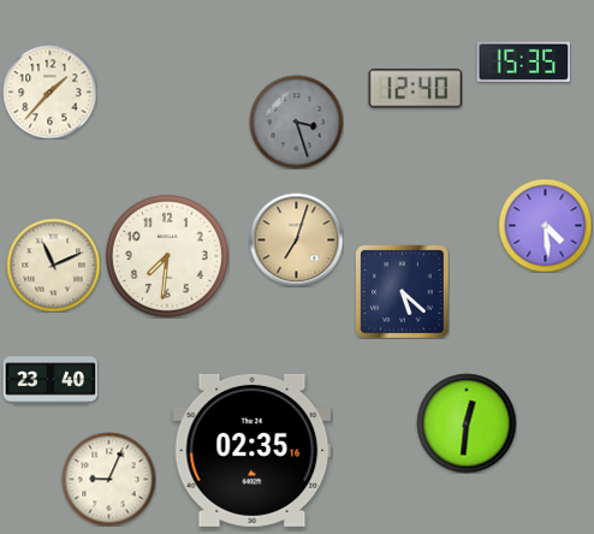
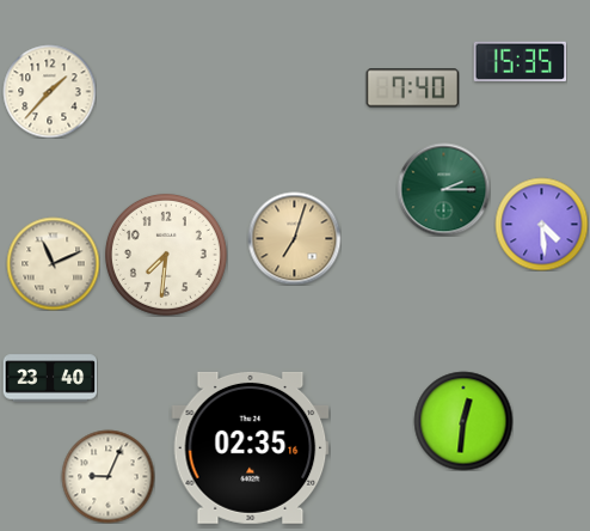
clock at (415, 89): 12:40 -> 7:40
clock at (296, 121): 3:27 -> none
clock at (443, 189): none -> 2:15
clock at (402, 291): 5:22 -> none
